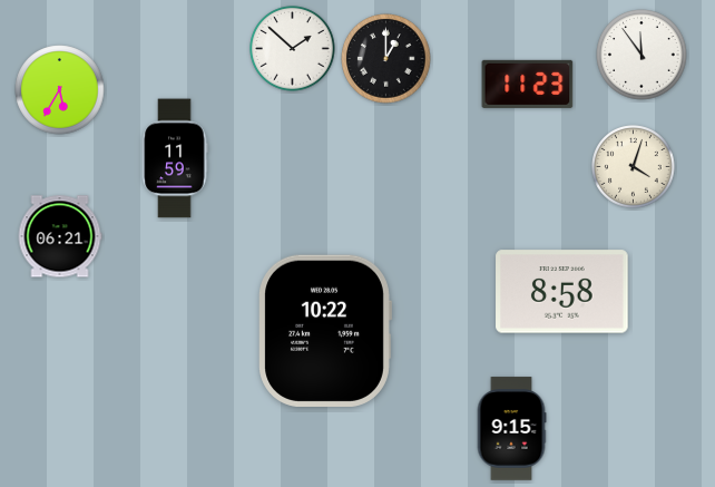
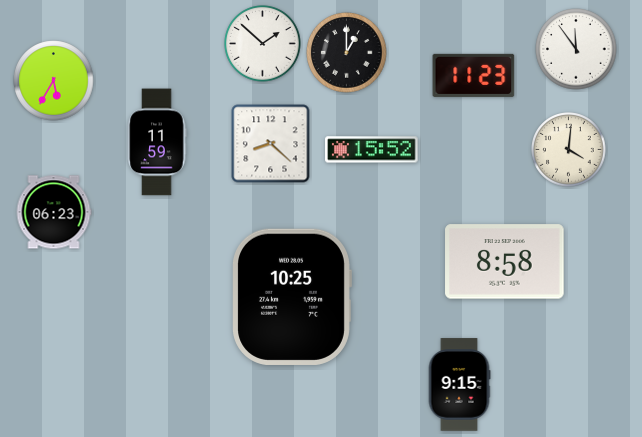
clock at (271, 144): none -> 8:22
clock at (372, 150): none -> 15:52
clock at (634, 167): 4:03 -> 4:01
clock at (60, 236): 06:21 -> 06:23
clock at (325, 331): 10:22 -> 10:25
